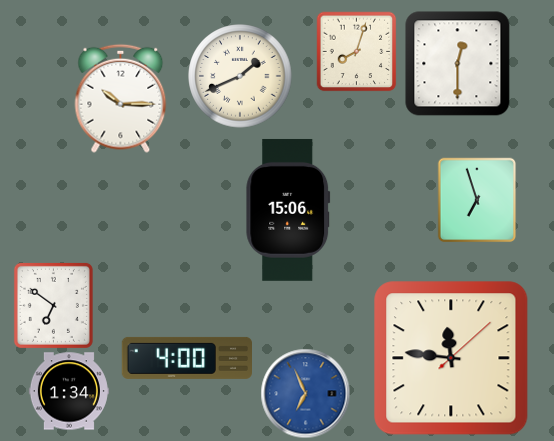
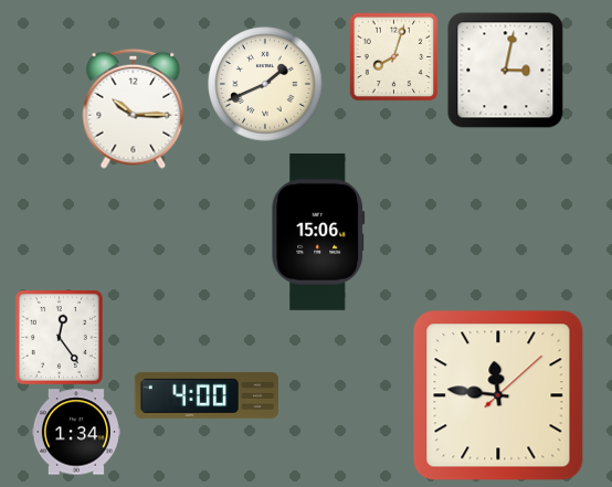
clock at (457, 64): 12:30 -> 3:02
clock at (477, 200): 6:57 -> none
clock at (53, 305): 6:51 -> 12:24
clock at (305, 393): 6:56 -> none
